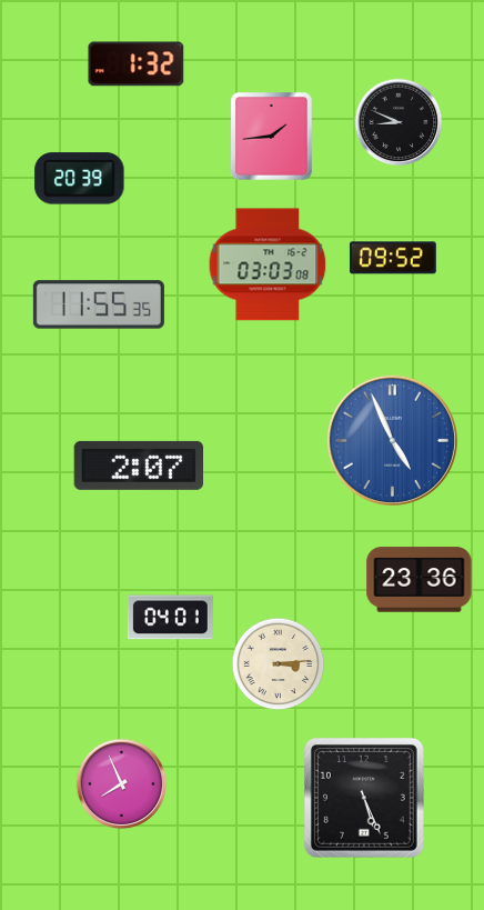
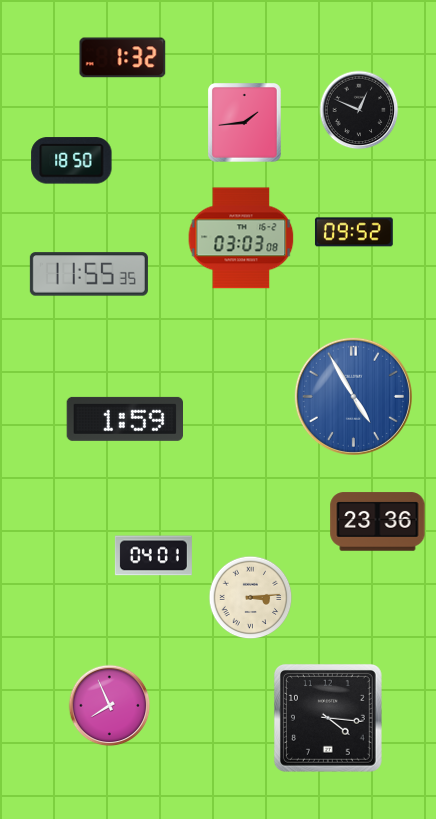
clock at (399, 122): 8:49 -> 12:49
clock at (80, 179): 20:39 -> 18:50
clock at (392, 440): 4:56 -> 4:55
clock at (139, 466): 2:07 -> 1:59
clock at (364, 798): 5:26 -> 4:16
